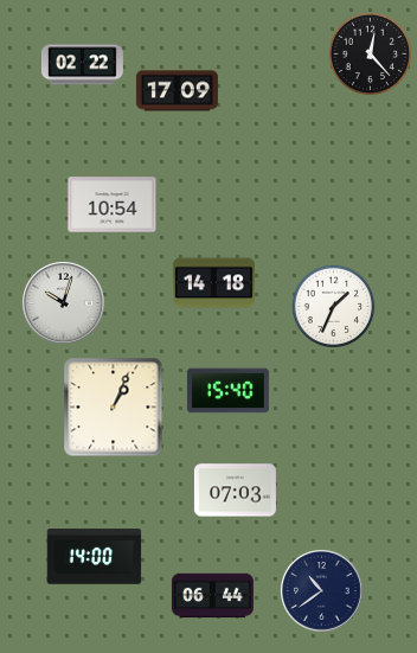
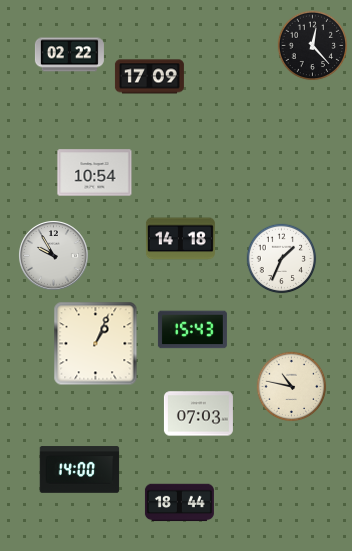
clock at (64, 303): 10:03 -> 9:55
clock at (227, 391): 15:40 -> 15:43
clock at (292, 387): none -> 10:47
clock at (322, 591): 10:39 -> none
clock at (212, 596): 06:44 -> 18:44
